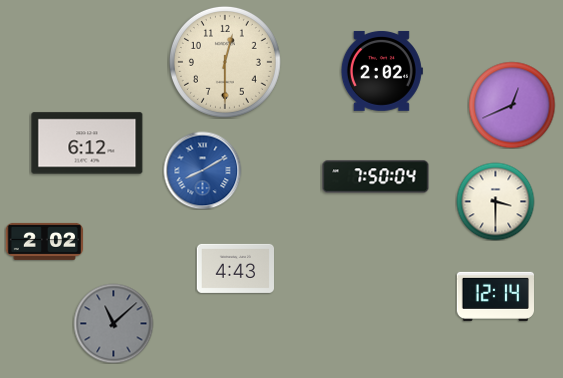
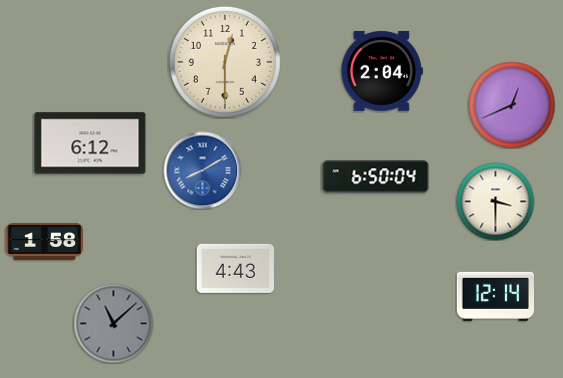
clock at (382, 71): 2:02 -> 2:04
clock at (87, 143) position: (87, 143) -> (90, 143)
clock at (376, 177): 7:50 -> 6:50
clock at (44, 241): 2:02 -> 1:58
